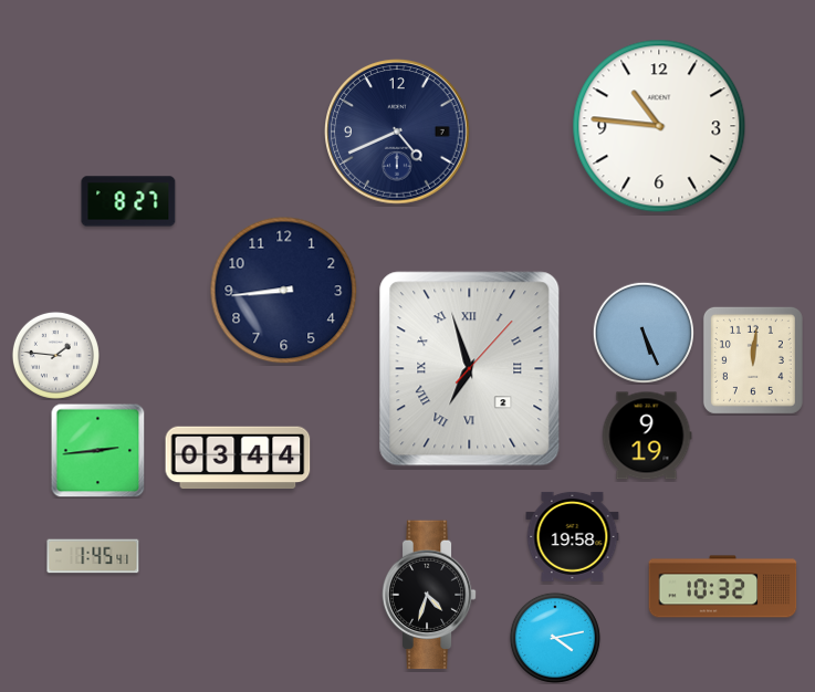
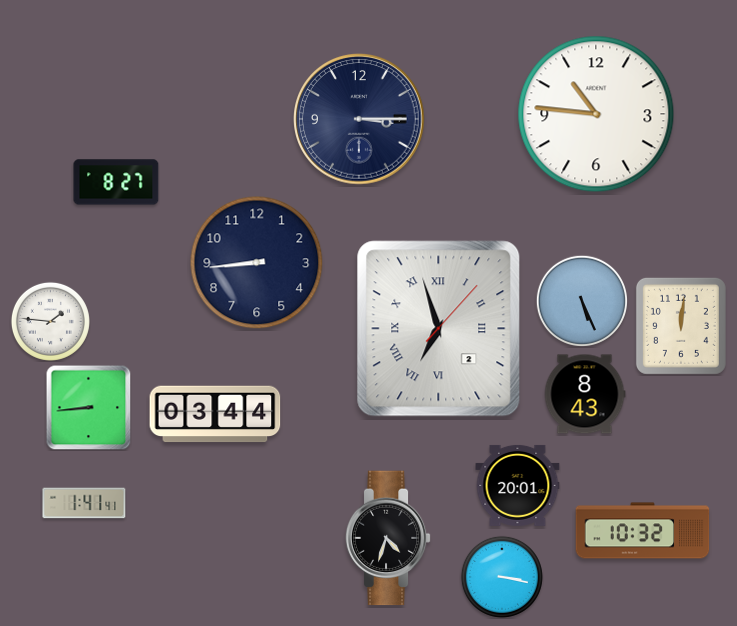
clock at (397, 132): 4:41 -> 3:15
clock at (470, 369) position: (470, 369) -> (439, 329)
clock at (647, 436): 9:19 -> 8:43
clock at (97, 450): 2:44 -> 8:44
clock at (573, 536): 19:58 -> 20:01
clock at (93, 556): 1:45 -> 1:41
clock at (723, 587) position: (723, 587) -> (643, 531)
clock at (555, 638): 4:13 -> 3:17
